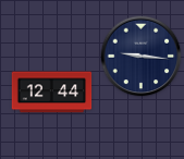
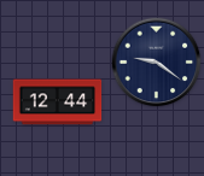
clock at (142, 57): 9:16 -> 9:21
